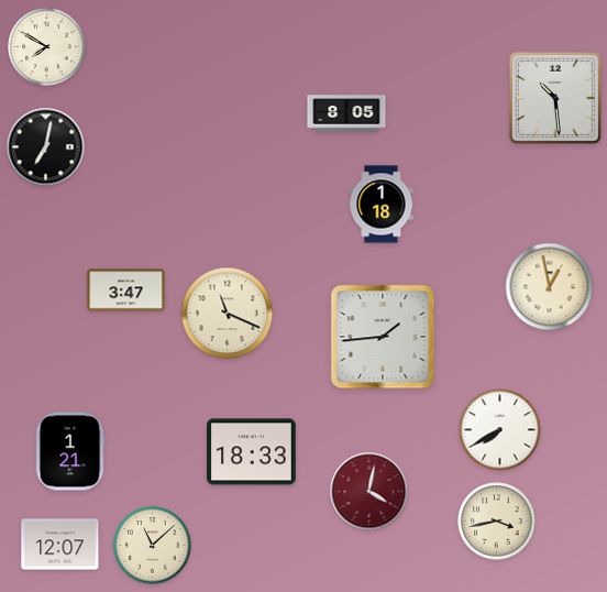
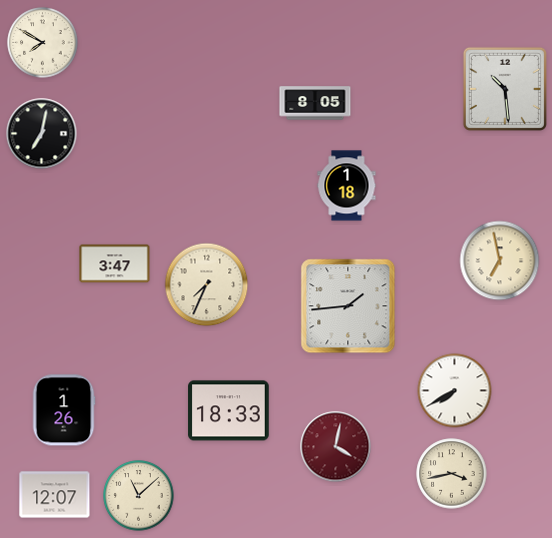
clock at (550, 287): 12:58 -> 6:58
clock at (228, 314): 11:19 -> 7:34
clock at (70, 451): 1:21 -> 1:26
